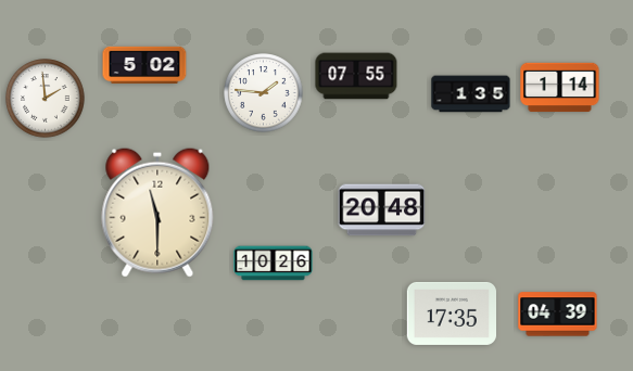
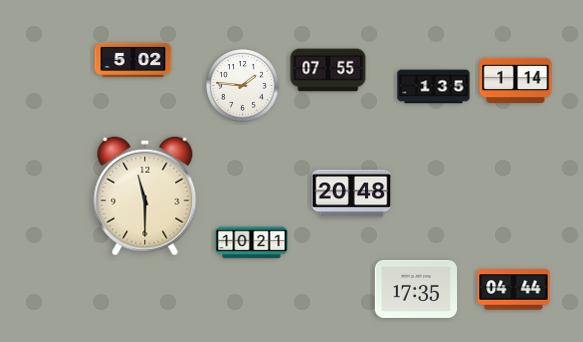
clock at (46, 99): 1:59 -> none
clock at (274, 264): 10:26 -> 10:21
clock at (558, 315): 04:39 -> 04:44
